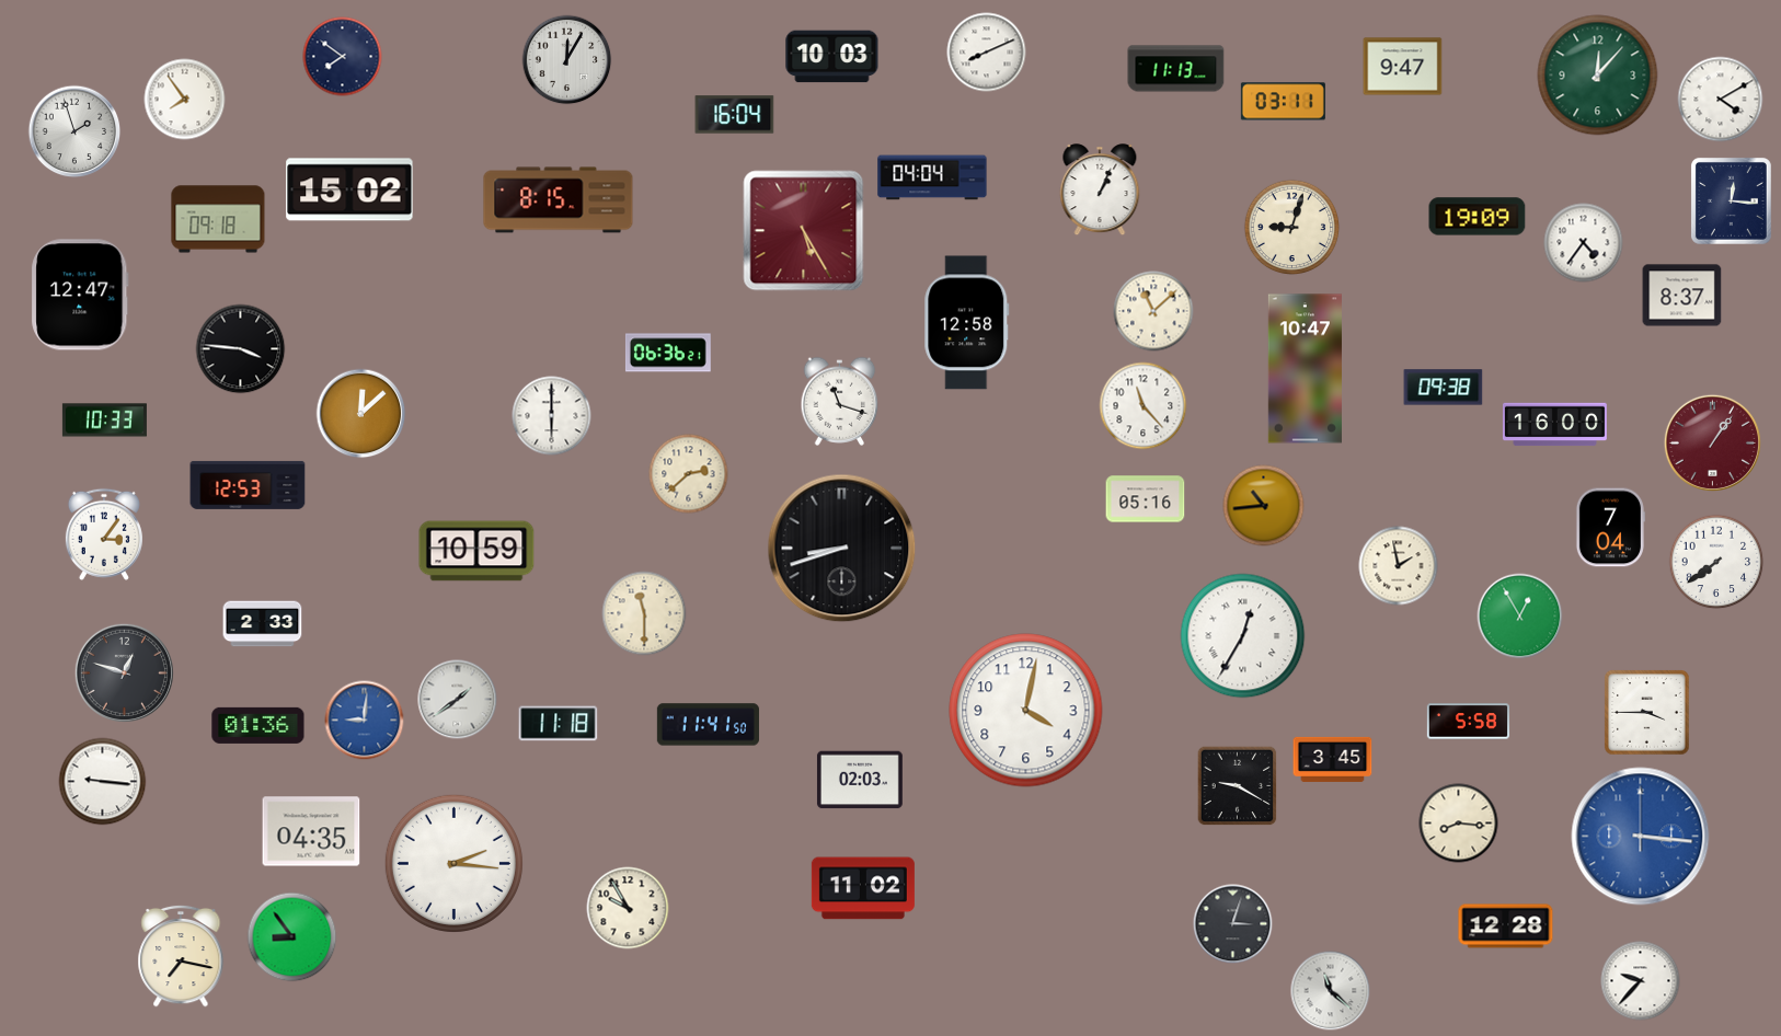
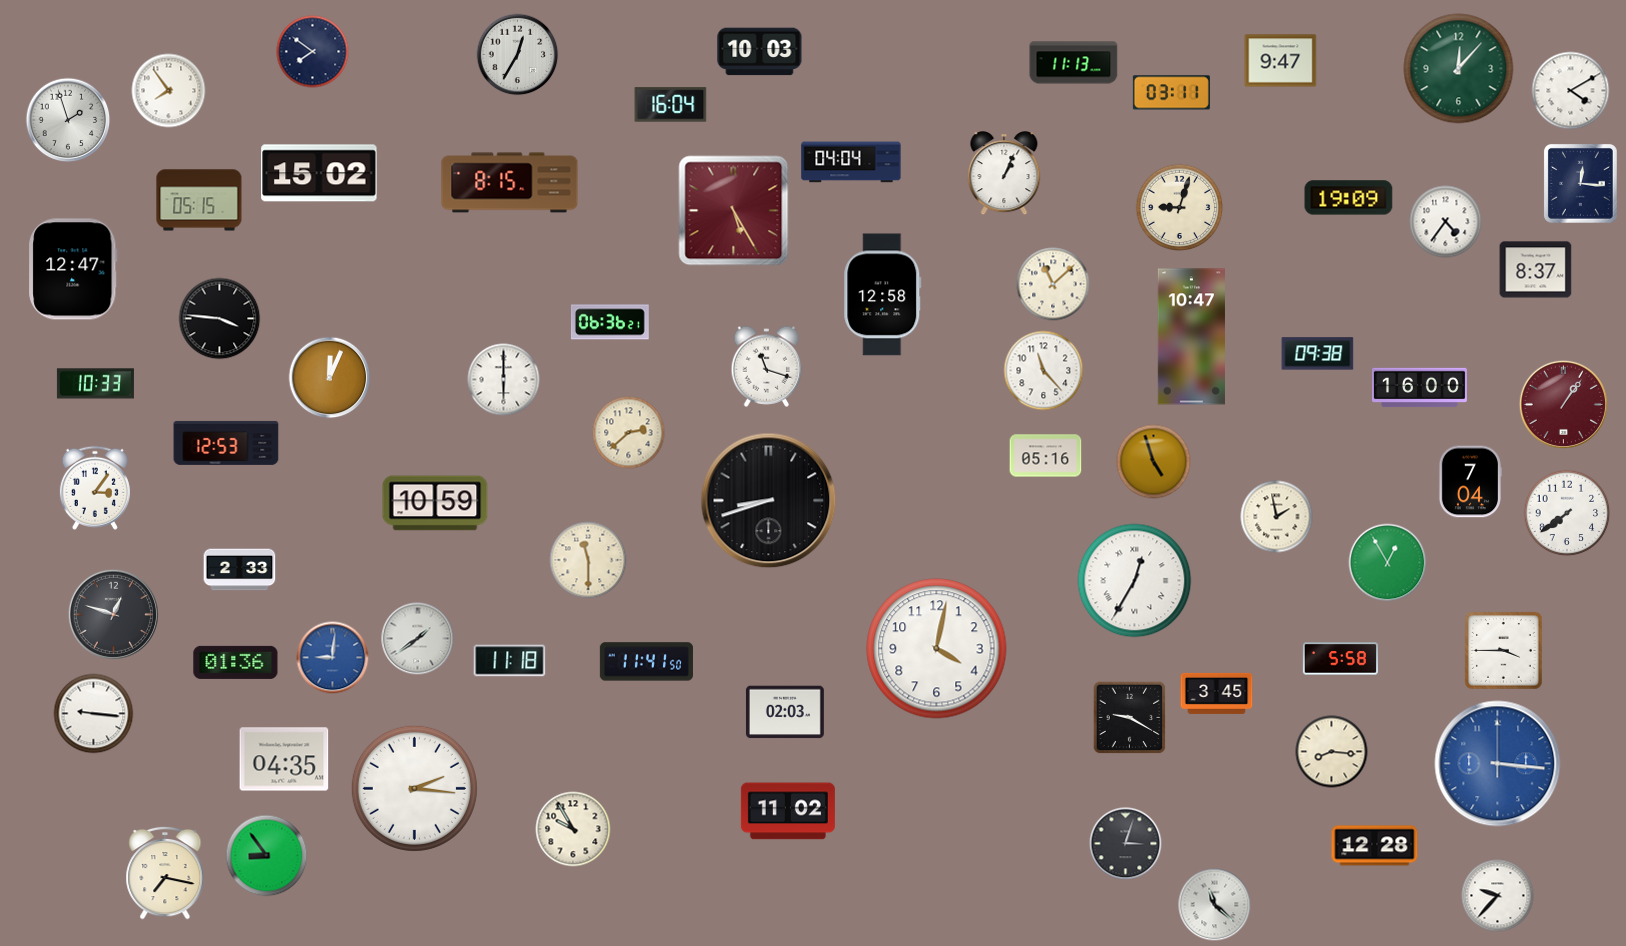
clock at (987, 53): 8:11 -> none
clock at (567, 60): 12:05 -> 12:35
clock at (218, 219): 09:18 -> 05:15
clock at (361, 414): 12:08 -> 12:04
clock at (1264, 506): 10:44 -> 4:57
